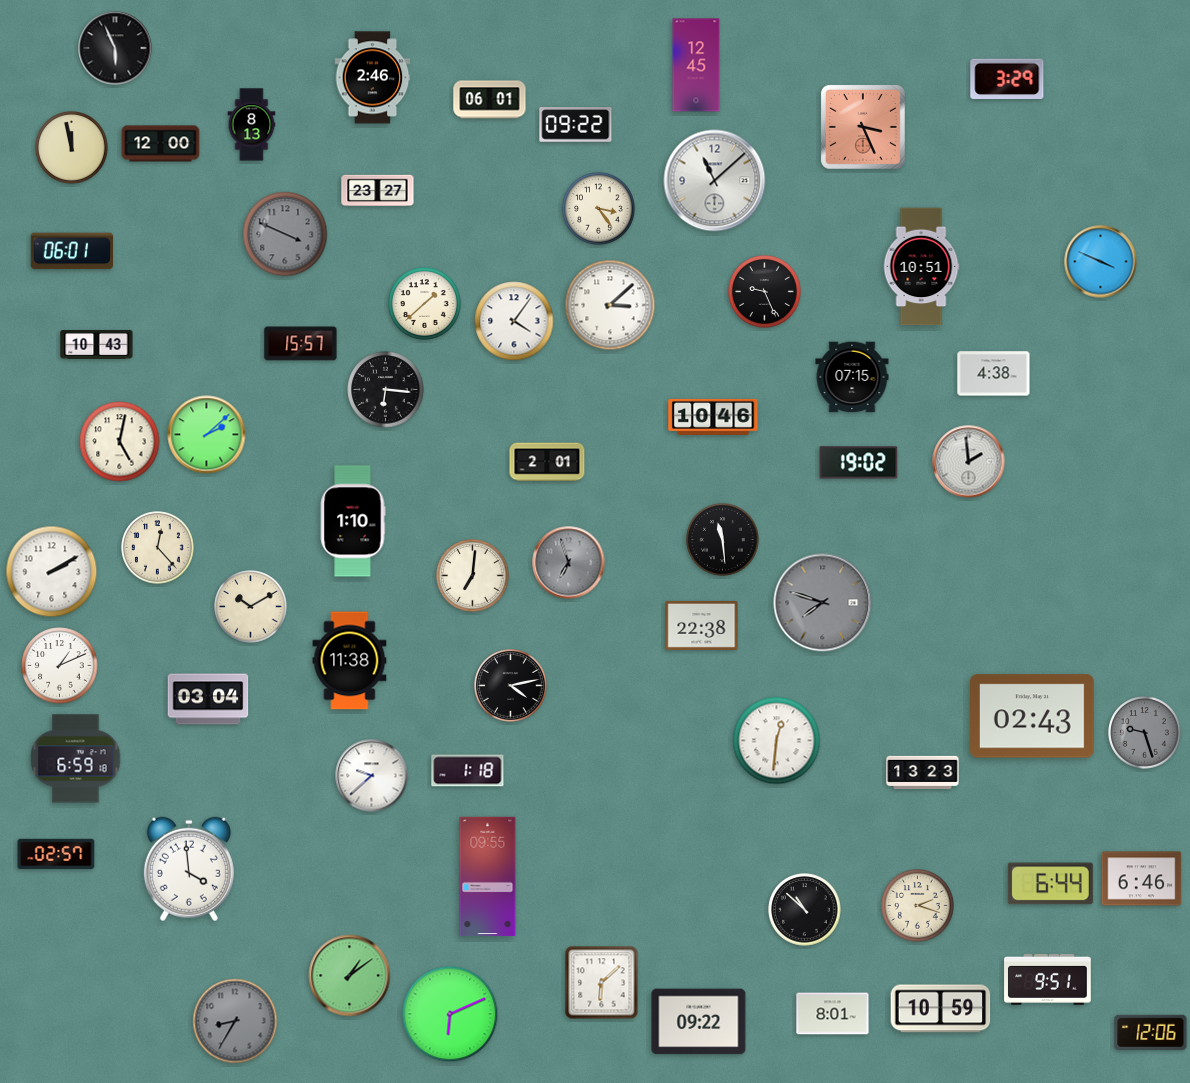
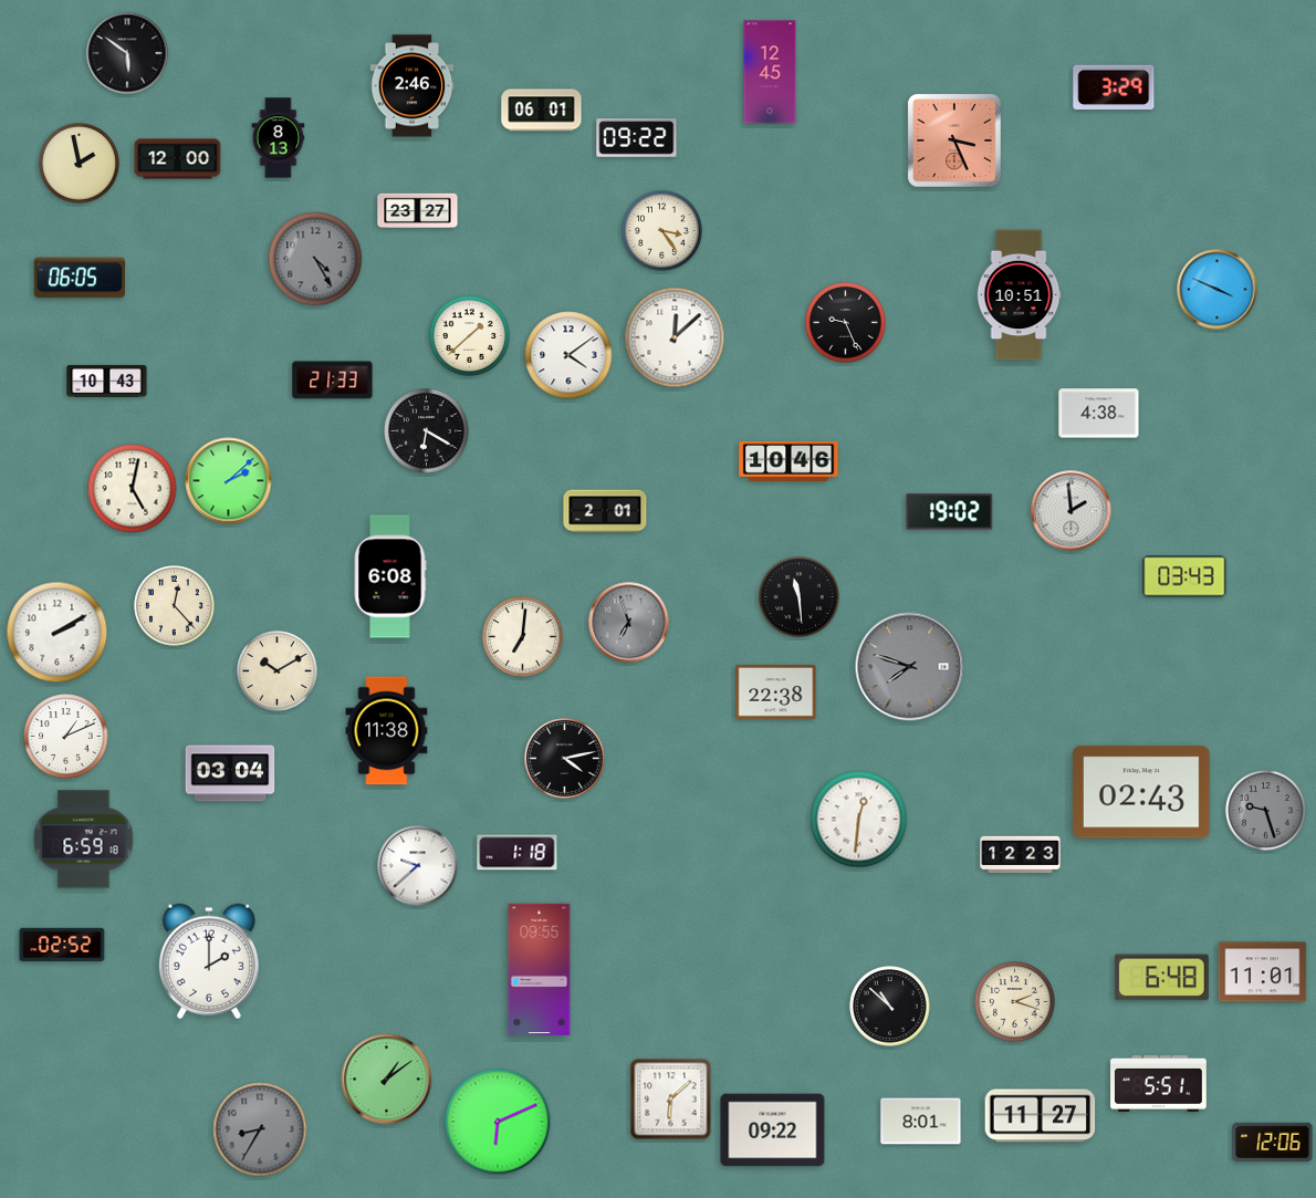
clock at (115, 48): 5:56 -> 5:51
clock at (72, 148): 11:58 -> 1:58
clock at (715, 181): 11:08 -> none
clock at (285, 234): 3:49 -> 4:25
clock at (71, 251): 06:01 -> 06:05
clock at (610, 305): 3:08 -> 12:08
clock at (514, 321): 4:06 -> 4:09
clock at (301, 344): 15:57 -> 21:33
clock at (852, 377): 07:15 -> none
clock at (386, 390): 6:16 -> 6:20
clock at (353, 521): 1:10 -> 6:08
clock at (1184, 576): none -> 03:43
clock at (923, 773): 13:23 -> 12:23
clock at (372, 776) position: (372, 776) -> (418, 866)
clock at (56, 854): 02:57 -> 02:52
clock at (189, 869): 3:59 -> 2:00
clock at (1142, 879): 6:46 -> 11:01
clock at (1050, 884): 6:44 -> 6:48
clock at (1048, 979): 9:51 -> 5:51
clock at (602, 983) position: (602, 983) -> (671, 1100)
clock at (941, 1009): 10:59 -> 11:27
